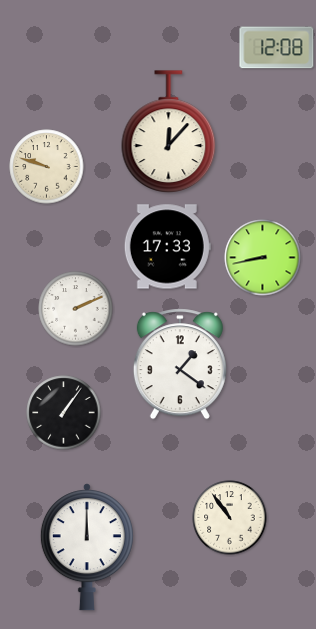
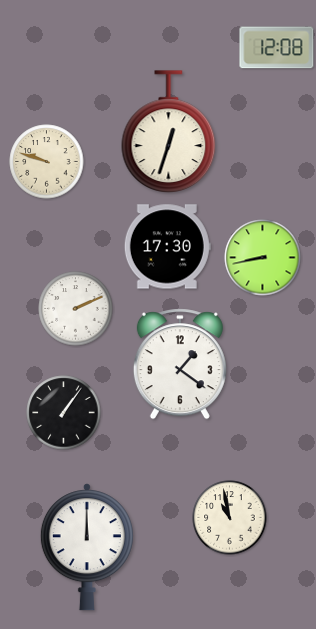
clock at (169, 132): 12:07 -> 12:33
clock at (47, 167) position: (47, 167) -> (47, 162)
clock at (167, 247): 17:33 -> 17:30
clock at (230, 518): 10:54 -> 10:58
